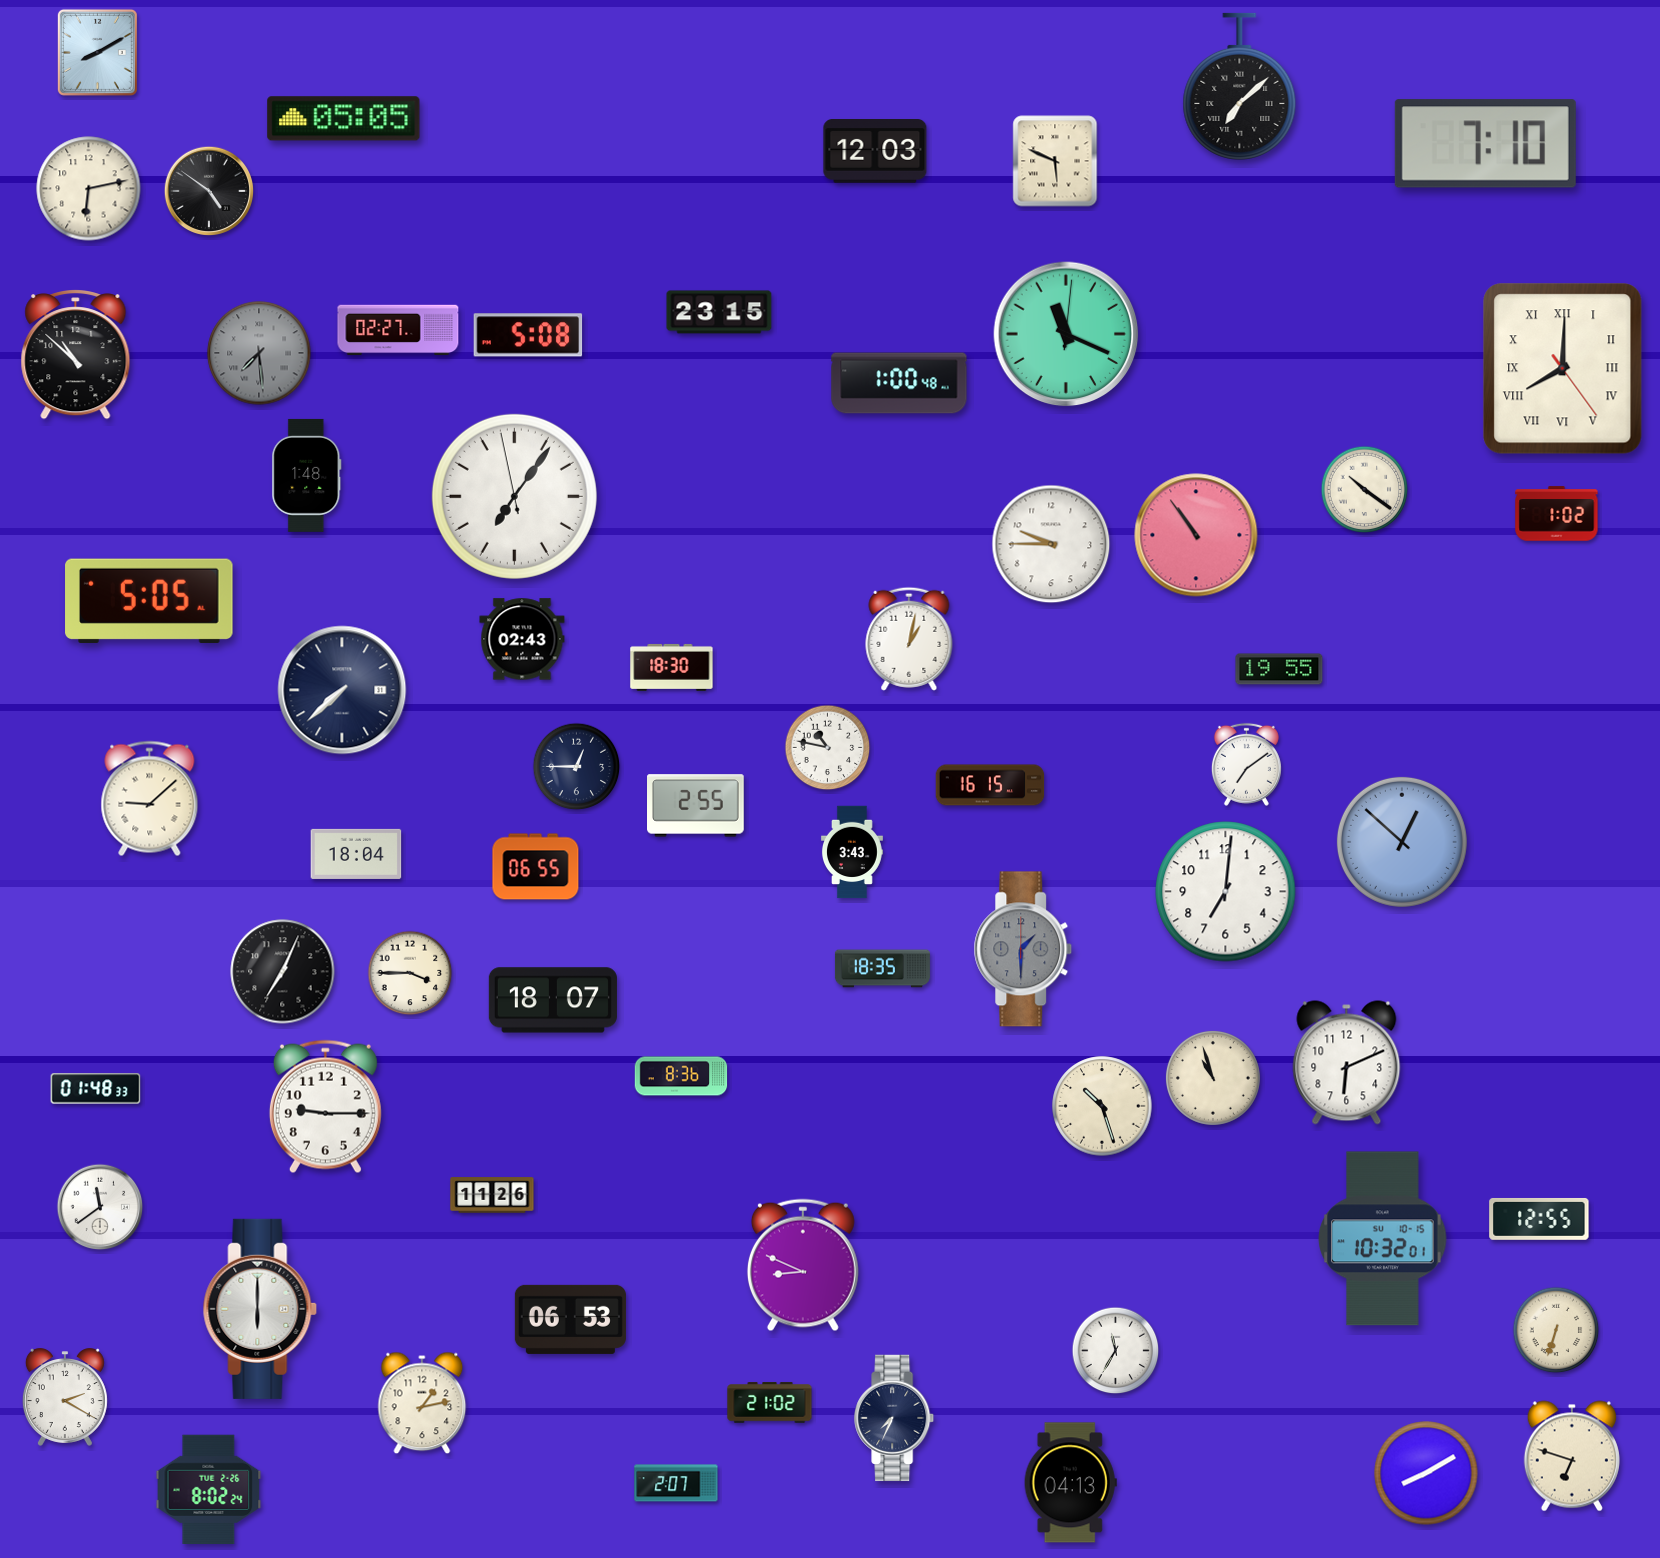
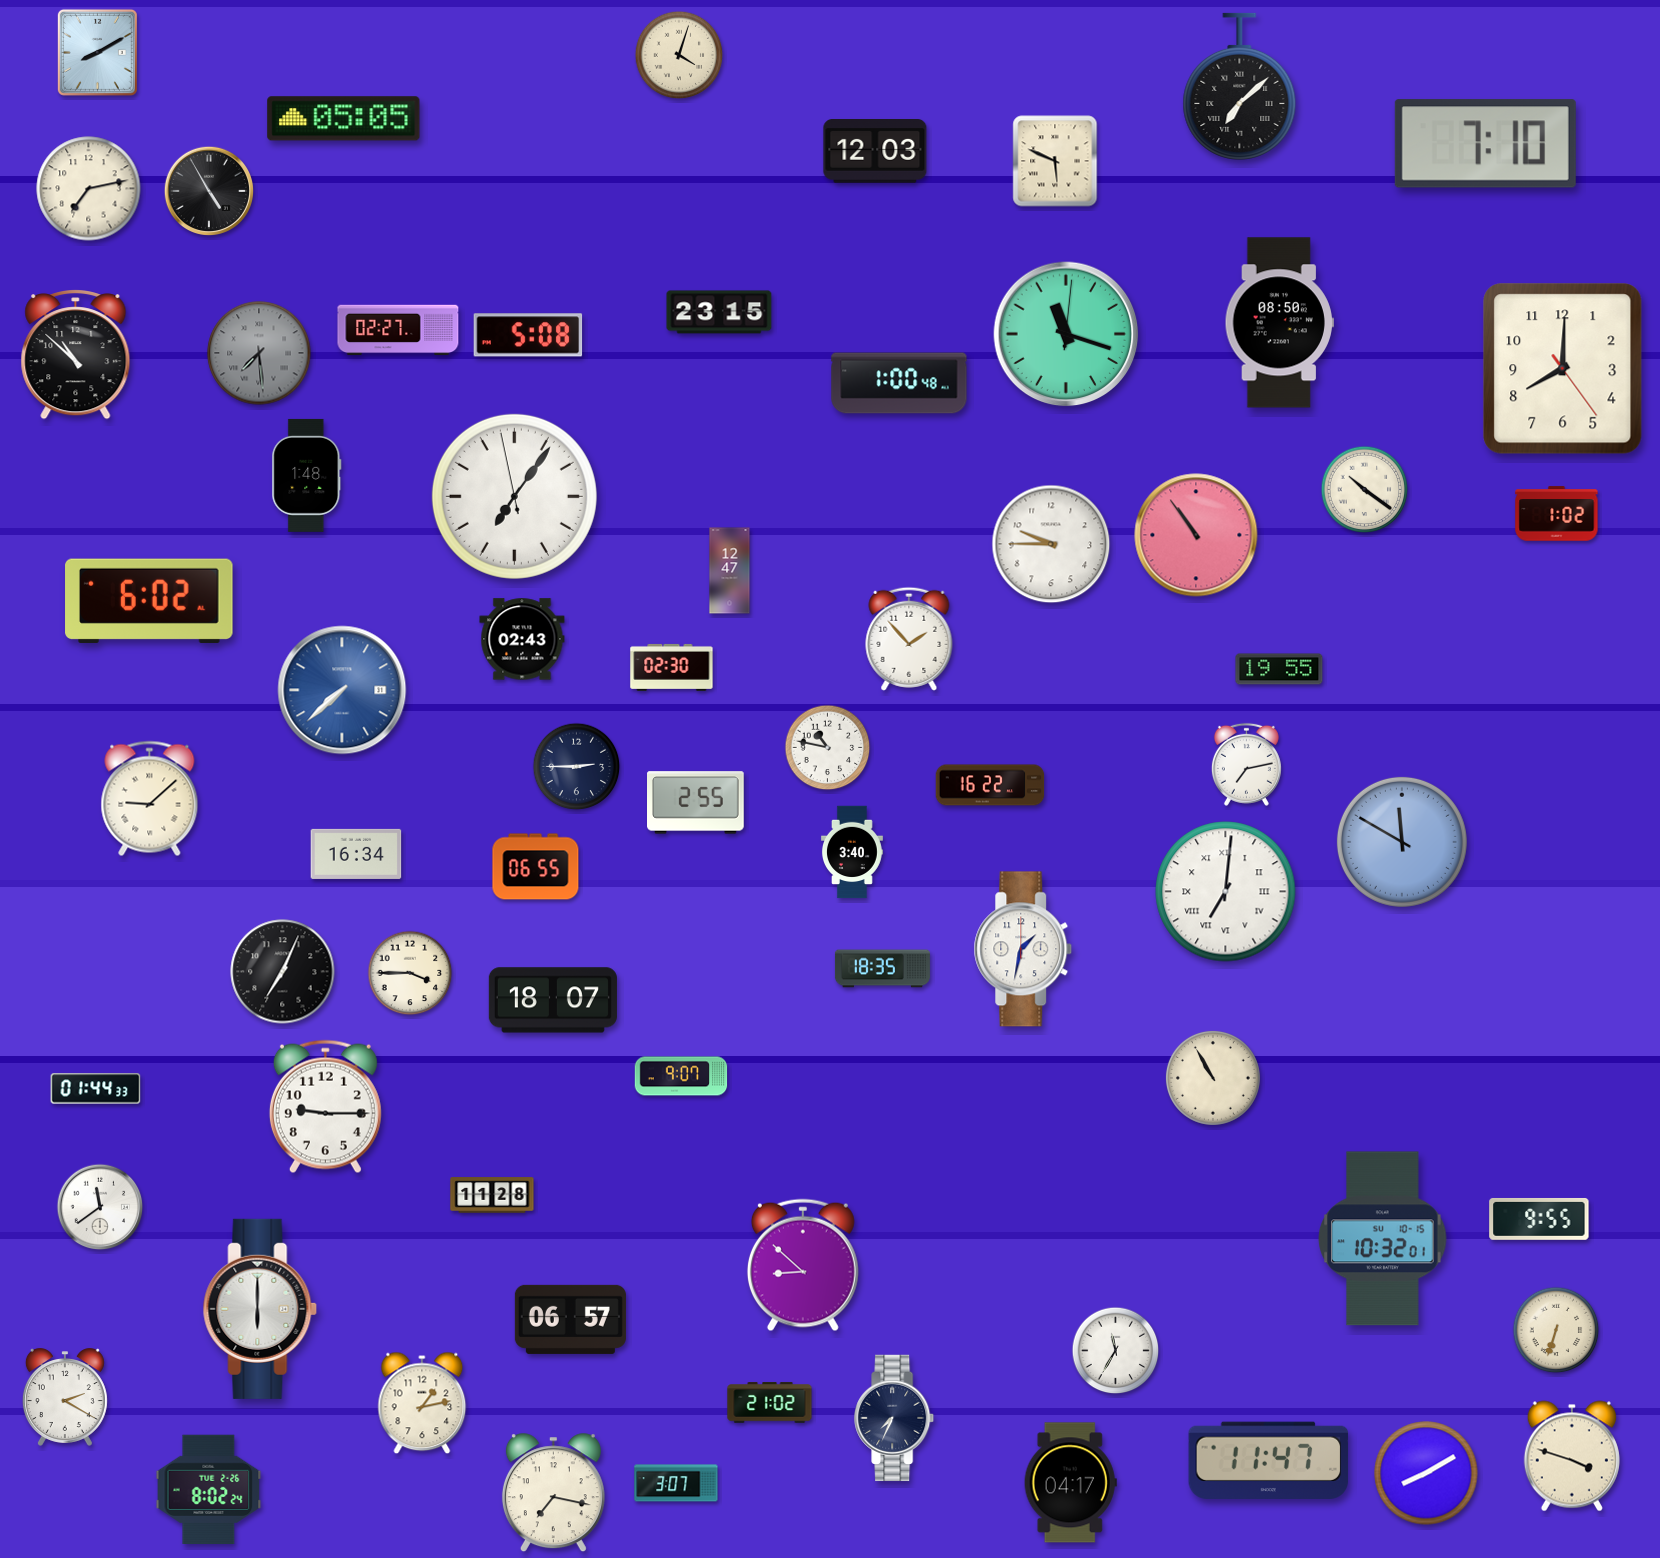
clock at (679, 55): none -> 4:03
clock at (89, 189): 6:13 -> 7:13
clock at (208, 190): 4:51 -> 4:55
clock at (1279, 323): none -> 08:50
clock at (1066, 334): 11:19 -> 11:18
clock at (1563, 369) numerals: Roman -> Arabic
clock at (730, 571): none -> 12:47
clock at (149, 600): 5:05 -> 6:02
clock at (909, 639): 1:02 -> 1:53
clock at (672, 667): 18:30 -> 02:30
clock at (342, 690) dial: navy -> blue
clock at (1246, 764): 7:09 -> 7:13
clock at (577, 767): 12:45 -> 2:45
clock at (990, 785): 16:15 -> 16:22
clock at (696, 806) position: (696, 806) -> (696, 803)
clock at (1402, 842): 12:52 -> 11:50
clock at (852, 852): 3:43 -> 3:40
clock at (356, 854): 18:04 -> 16:34
clock at (1226, 892) numerals: Arabic -> Roman
clock at (1023, 949): 1:30 -> 1:32
clock at (1023, 949) dial: grey -> white
clock at (1347, 1063): 6:11 -> none
clock at (681, 1076): 8:36 -> 9:07
clock at (1213, 1078): 10:57 -> 10:55
clock at (96, 1089): 01:48 -> 01:44
clock at (1102, 1106): 10:27 -> none
clock at (492, 1195): 11:26 -> 11:28
clock at (1539, 1219): 12:55 -> 9:55
clock at (803, 1265): 8:49 -> 8:52
clock at (570, 1319): 06:53 -> 06:57
clock at (1572, 1456): 6:48 -> 3:48
clock at (1269, 1460): none -> 11:47
clock at (676, 1483): 2:07 -> 3:07
clock at (1070, 1483): 04:13 -> 04:17
clock at (553, 1493): none -> 7:17
